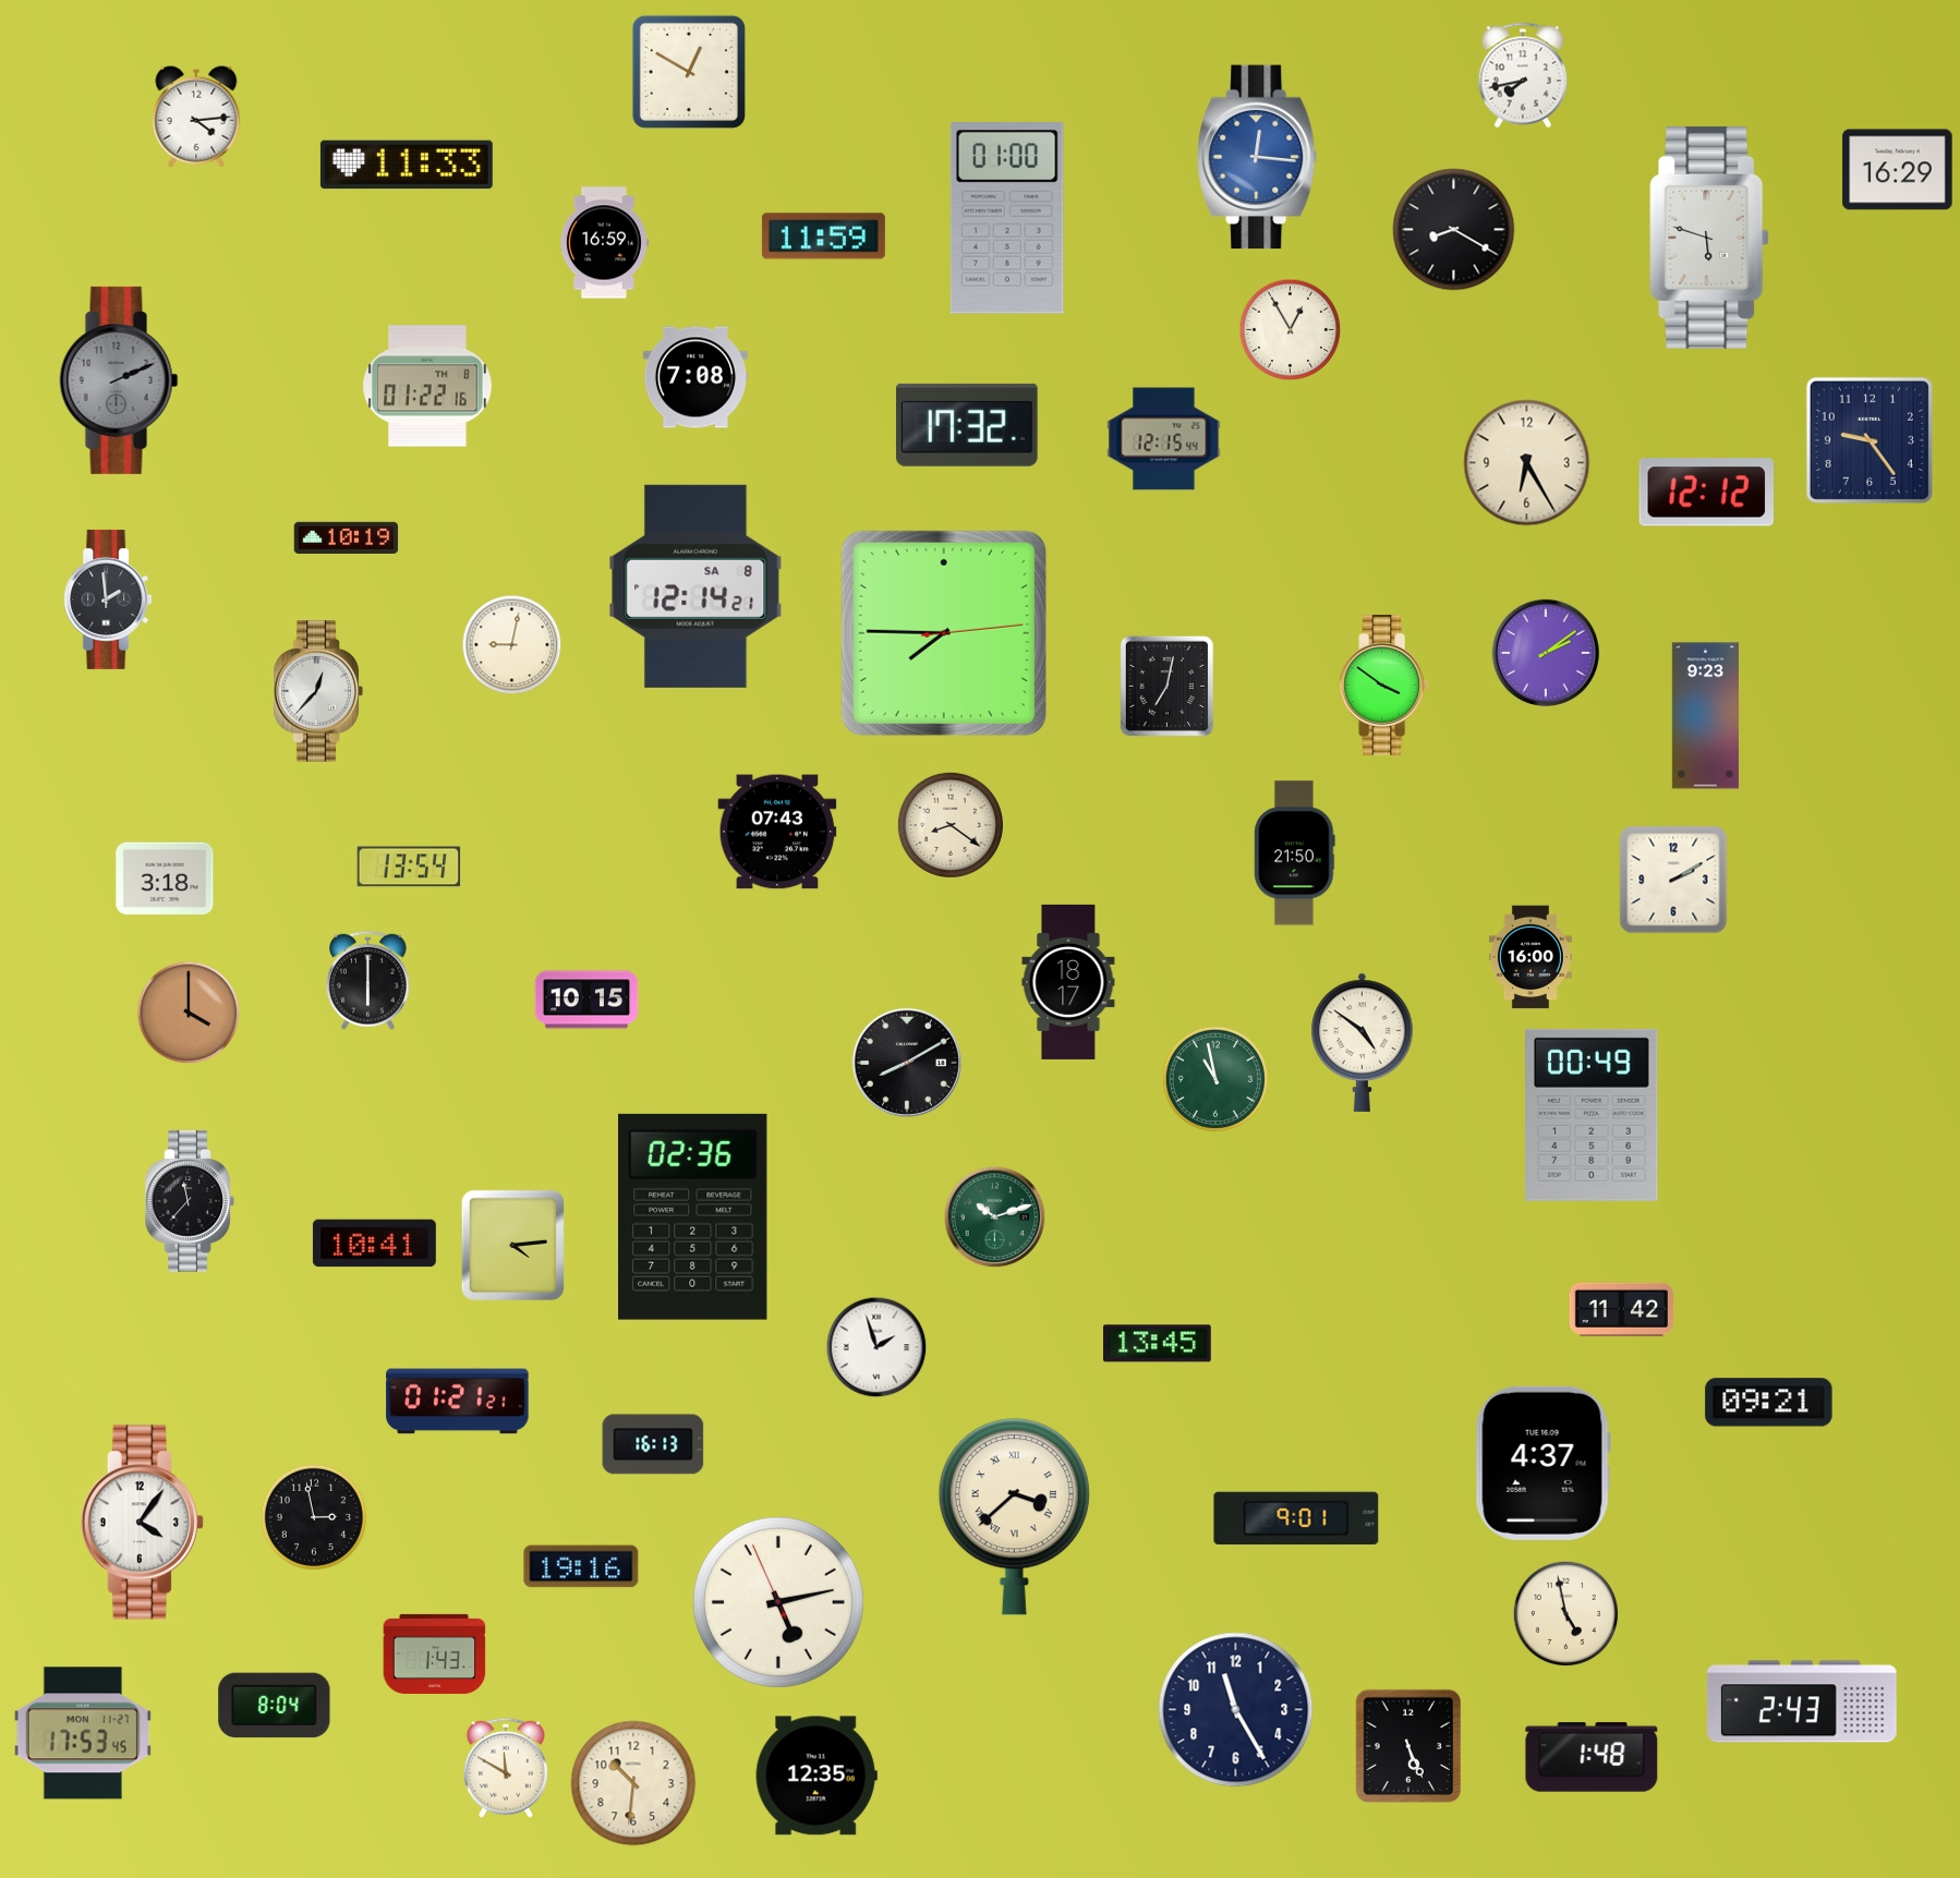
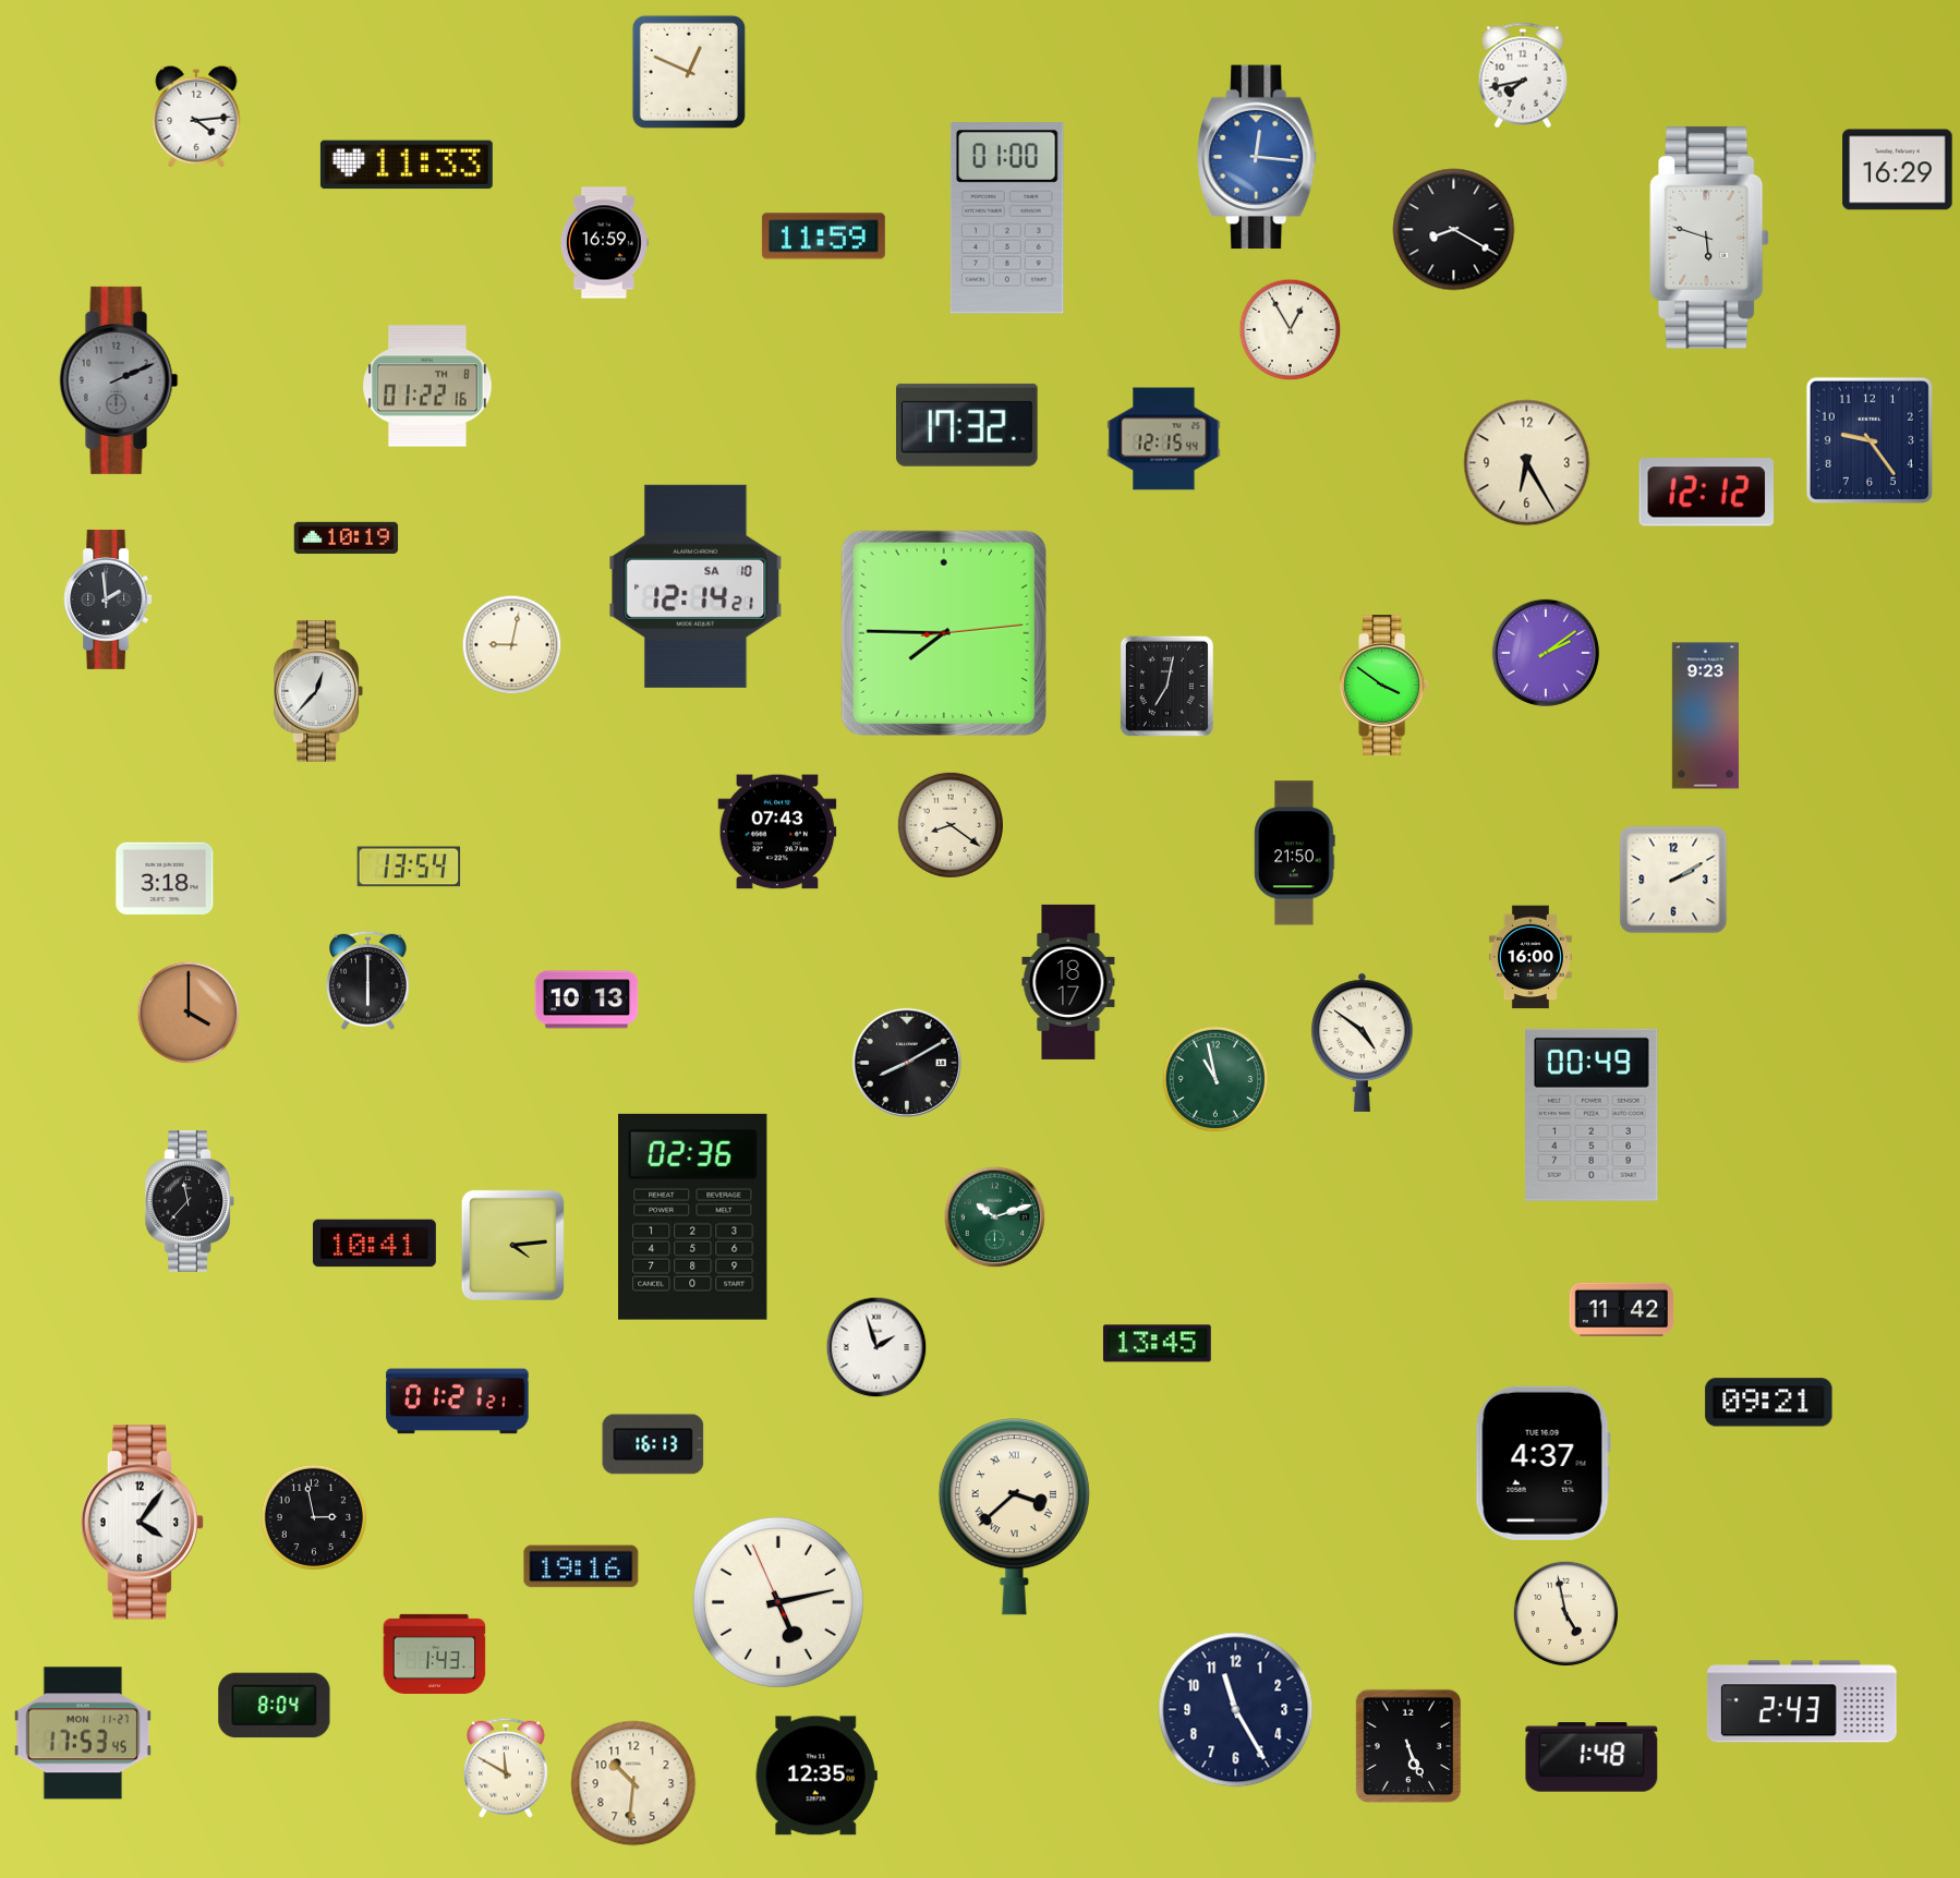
clock at (689, 72): 12:50 -> 12:49
clock at (695, 377): 7:08 -> none
clock at (695, 586) date: SA 8 -> SA 10
clock at (586, 999): 10:15 -> 10:13
clock at (1296, 1517): 9:01 -> none
